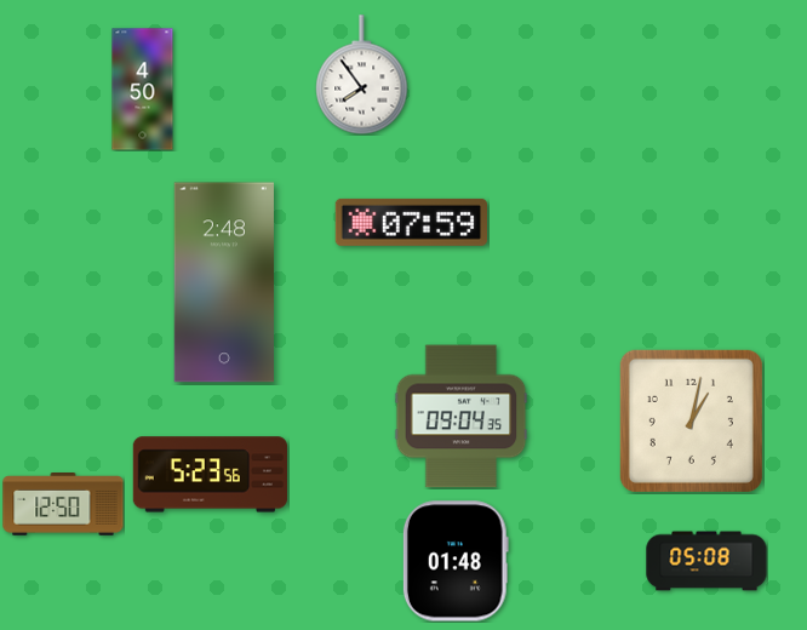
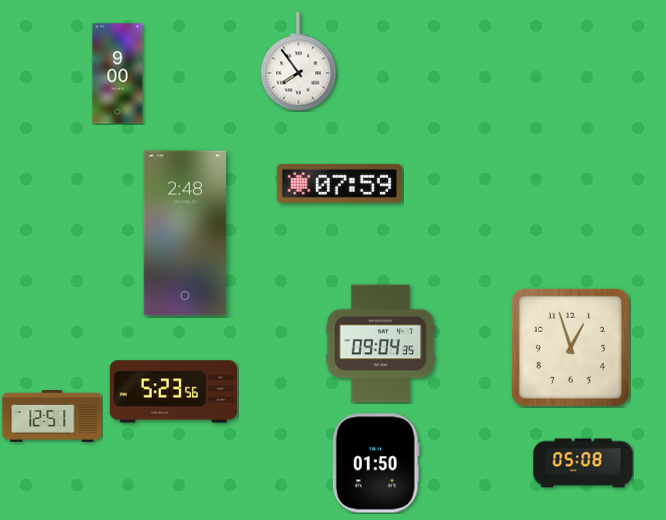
clock at (143, 90): 4:50 -> 9:00
clock at (691, 420): 1:02 -> 12:57
clock at (63, 505): 12:50 -> 12:51
clock at (456, 561): 01:48 -> 01:50
